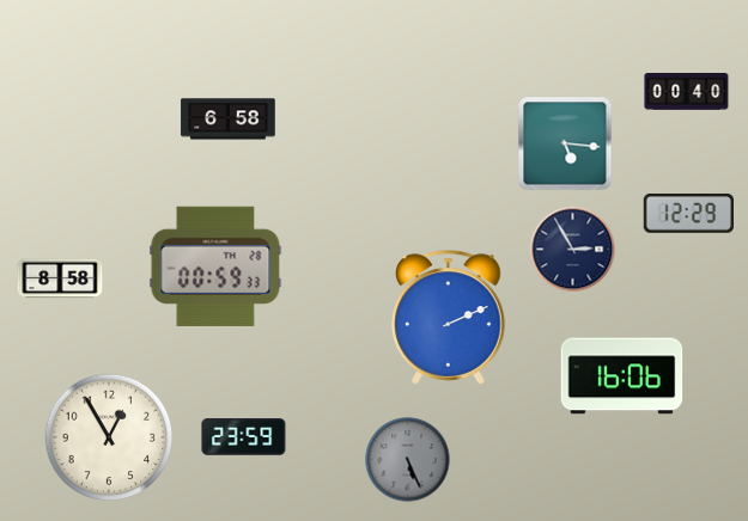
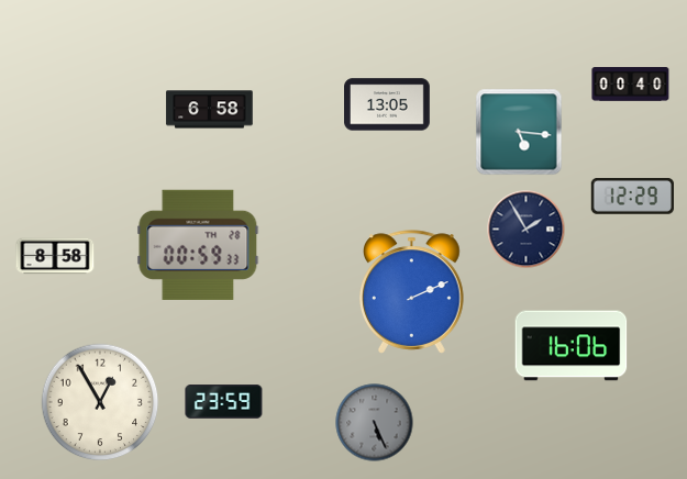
clock at (388, 104): none -> 13:05
clock at (573, 250): 2:55 -> 1:55
